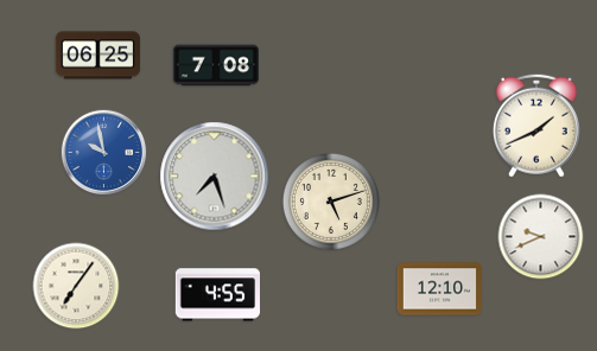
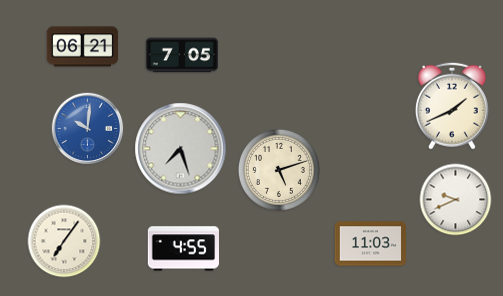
clock at (99, 56): 06:25 -> 06:21
clock at (216, 65): 7:08 -> 7:05
clock at (104, 153): 9:58 -> 10:01
clock at (440, 289): 12:10 -> 11:03
